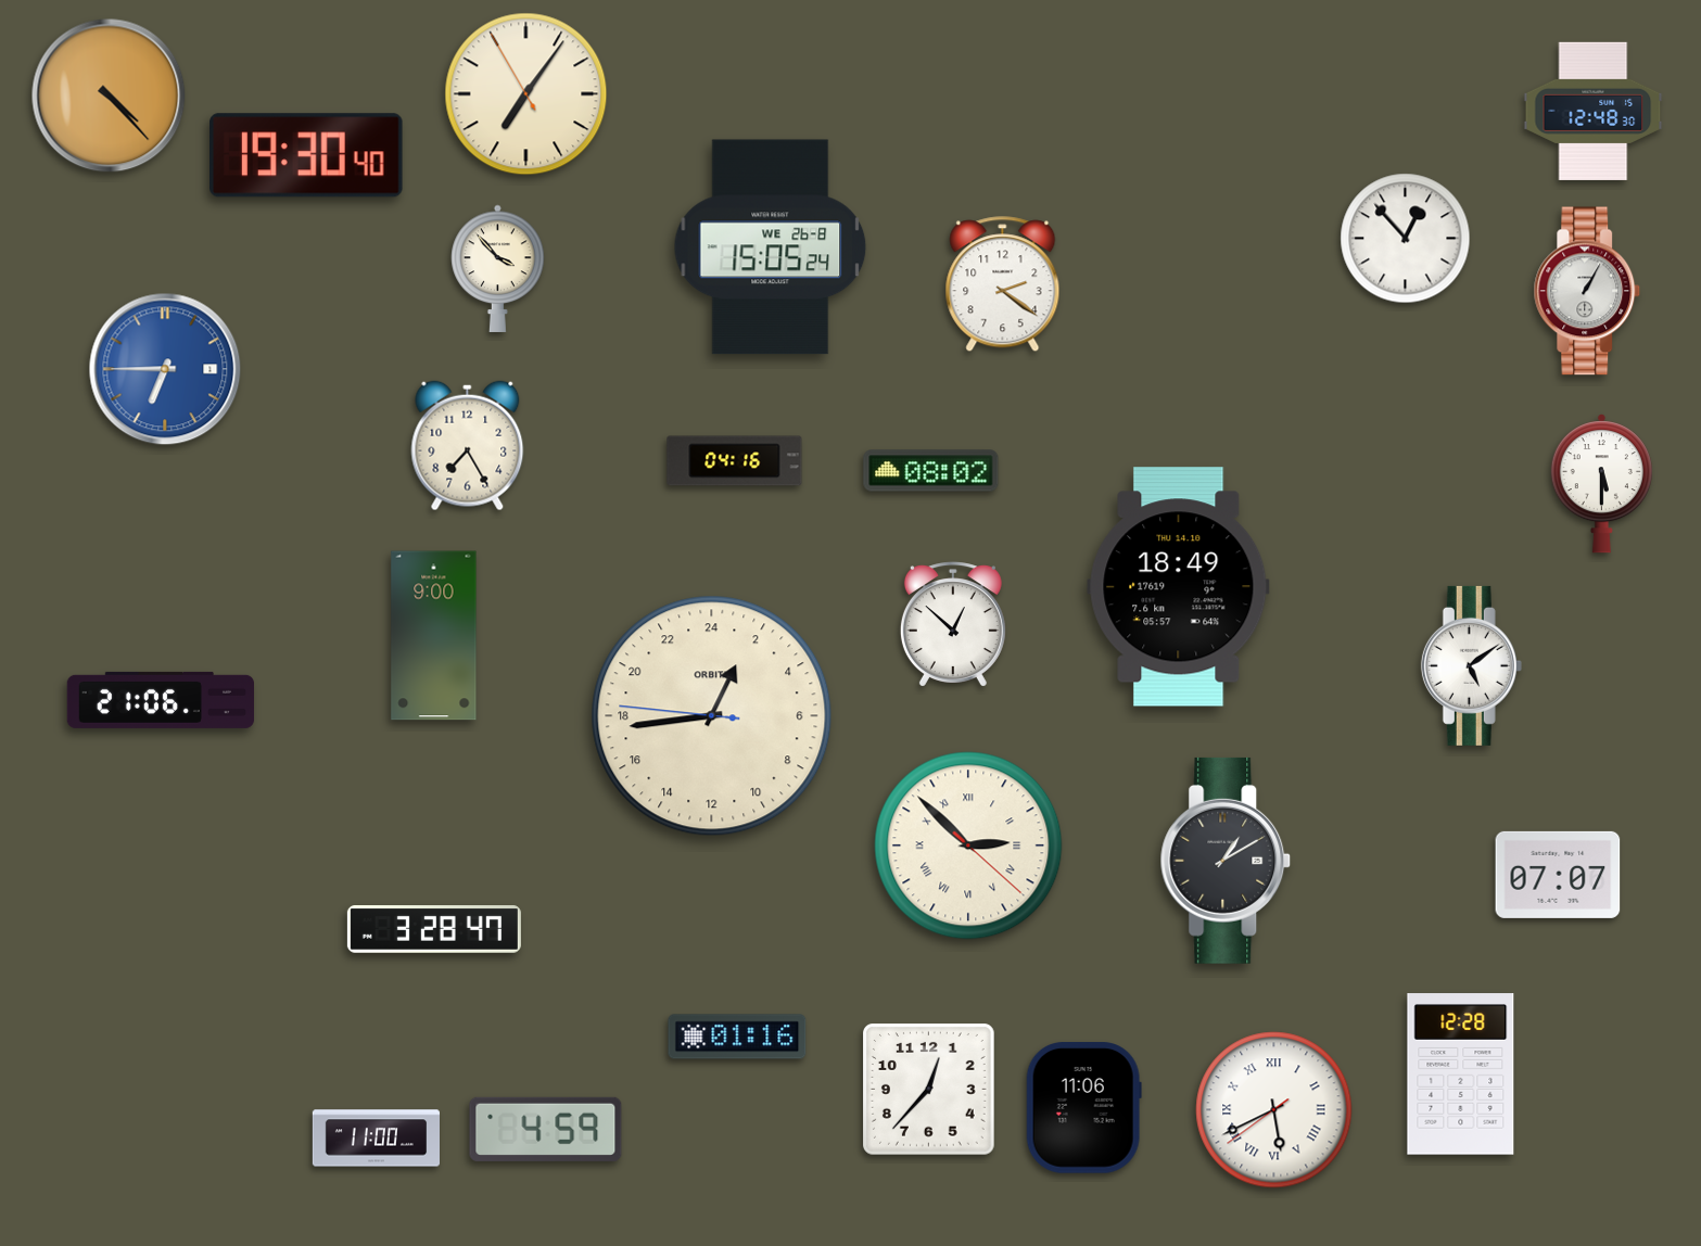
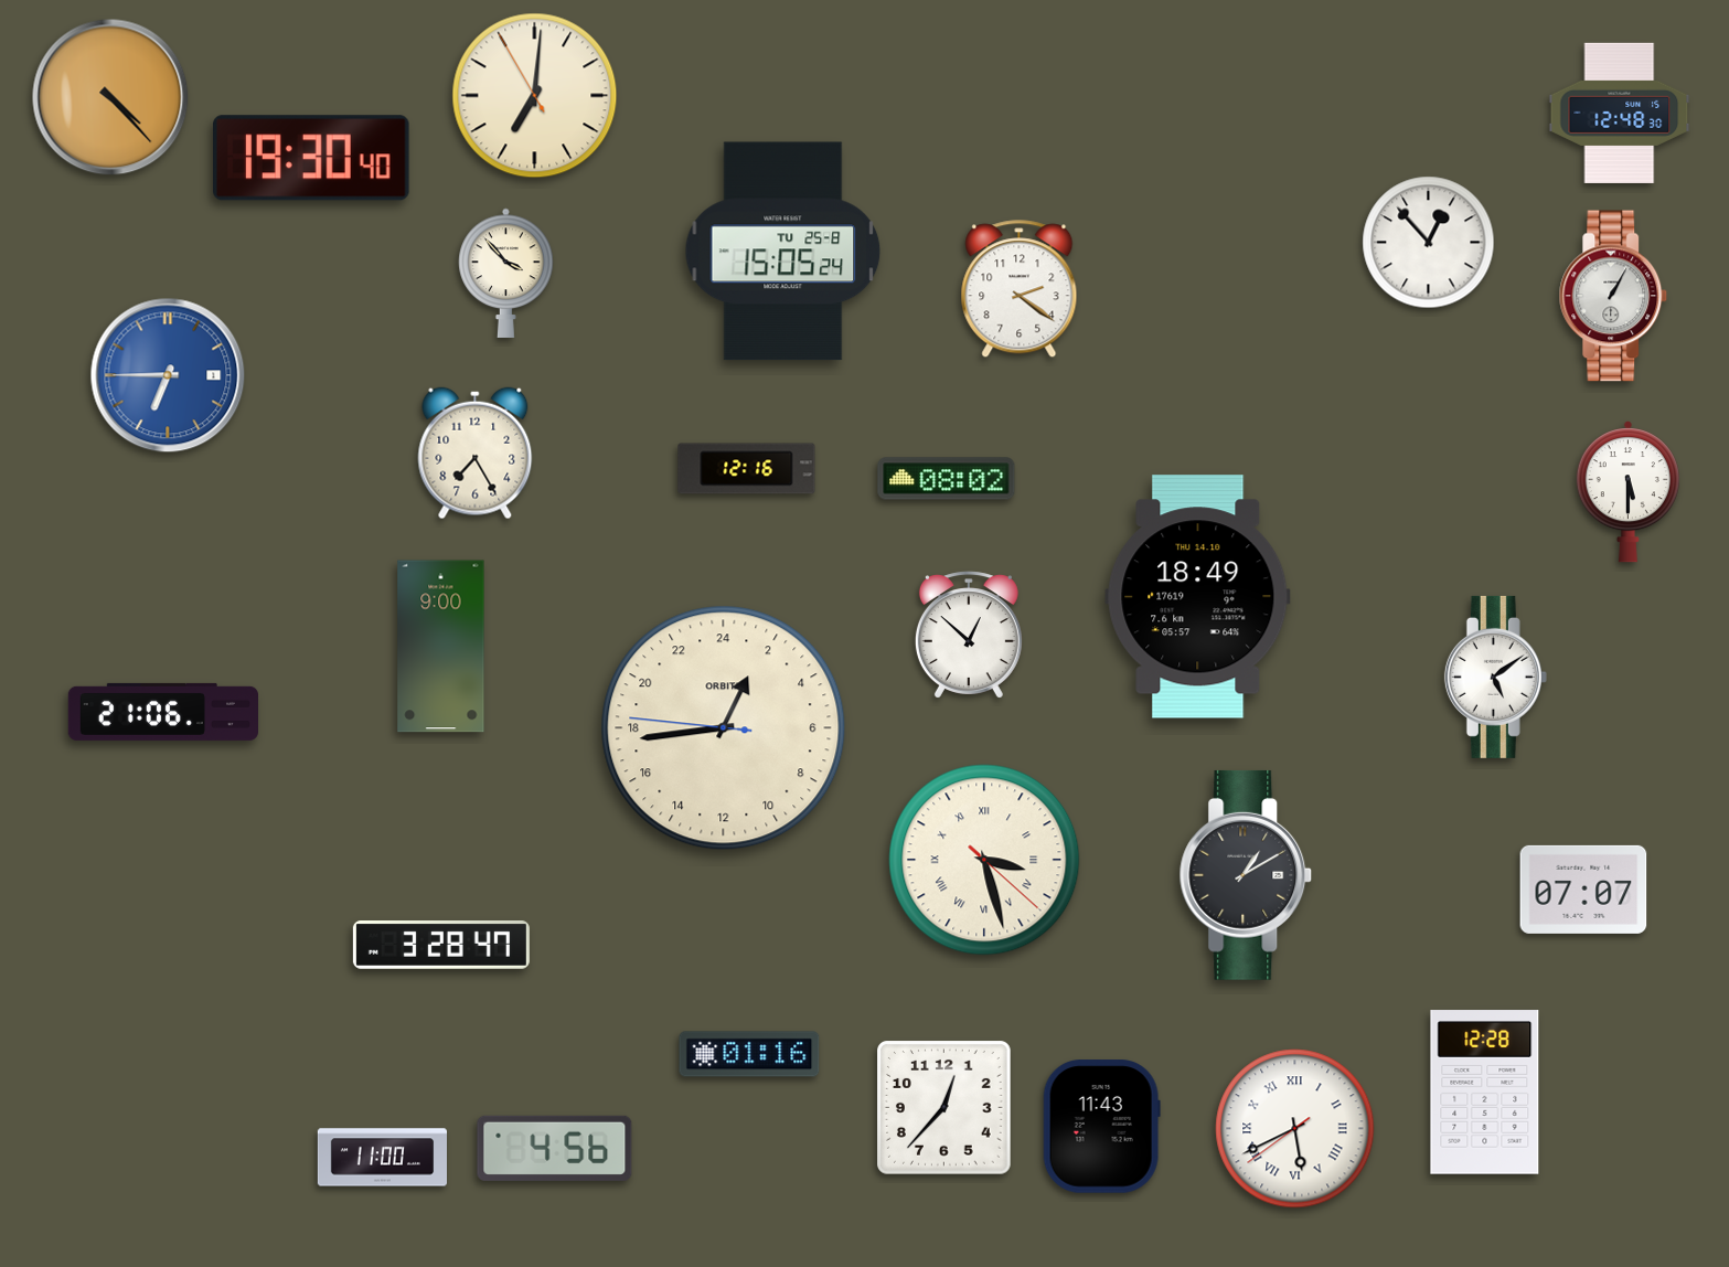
clock at (526, 94): 7:05 -> 7:00
clock at (771, 247) date: WE 26-8 -> TU 25-8
clock at (735, 461): 04:16 -> 12:16
clock at (968, 846): 2:52 -> 3:27
clock at (1083, 1108): 11:06 -> 11:43
clock at (546, 1129): 4:59 -> 4:56
